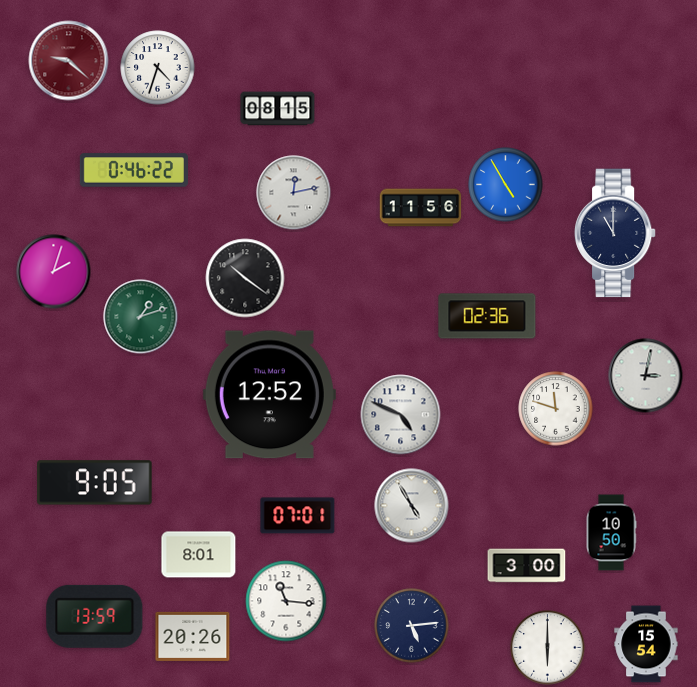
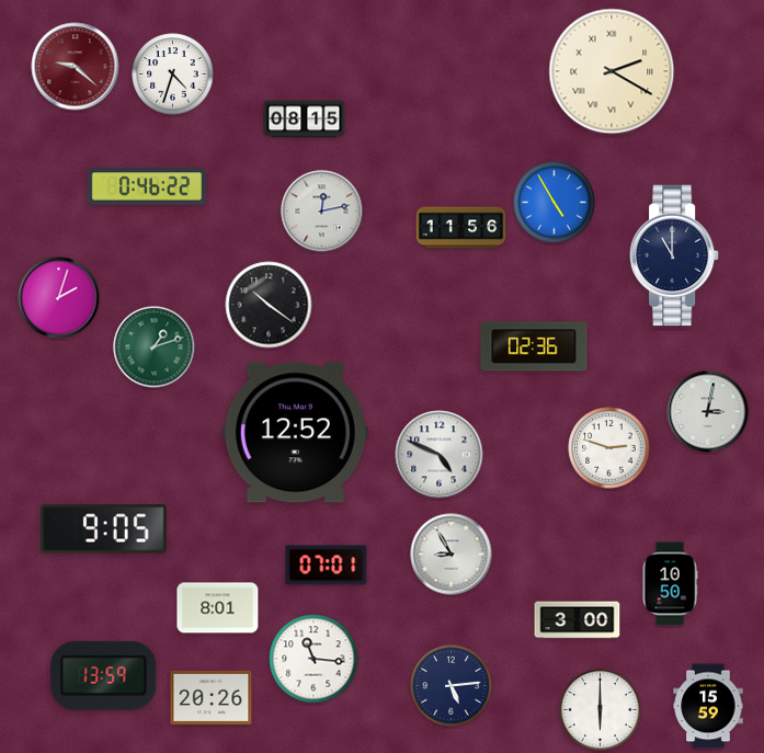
clock at (612, 71): none -> 2:20
clock at (556, 409): 11:48 -> 2:48
clock at (412, 506): 4:55 -> 8:55
clock at (646, 644): 15:54 -> 15:59
